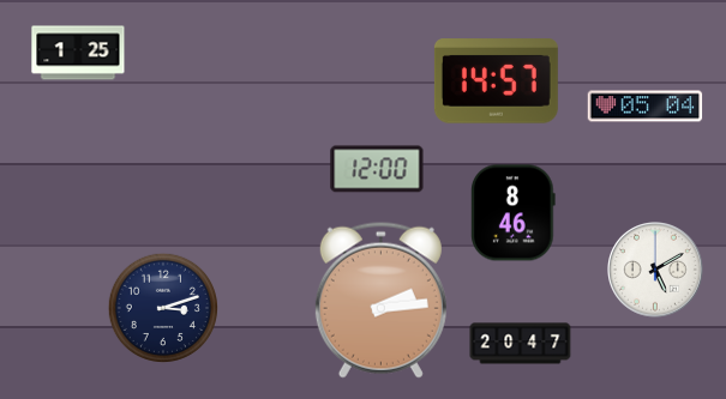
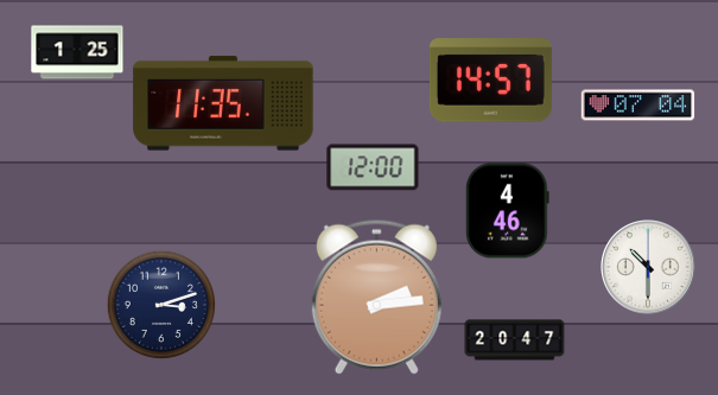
clock at (223, 103): none -> 11:35
clock at (646, 107): 05:04 -> 07:04
clock at (514, 213): 8:46 -> 4:46
clock at (656, 271): 5:10 -> 10:30
